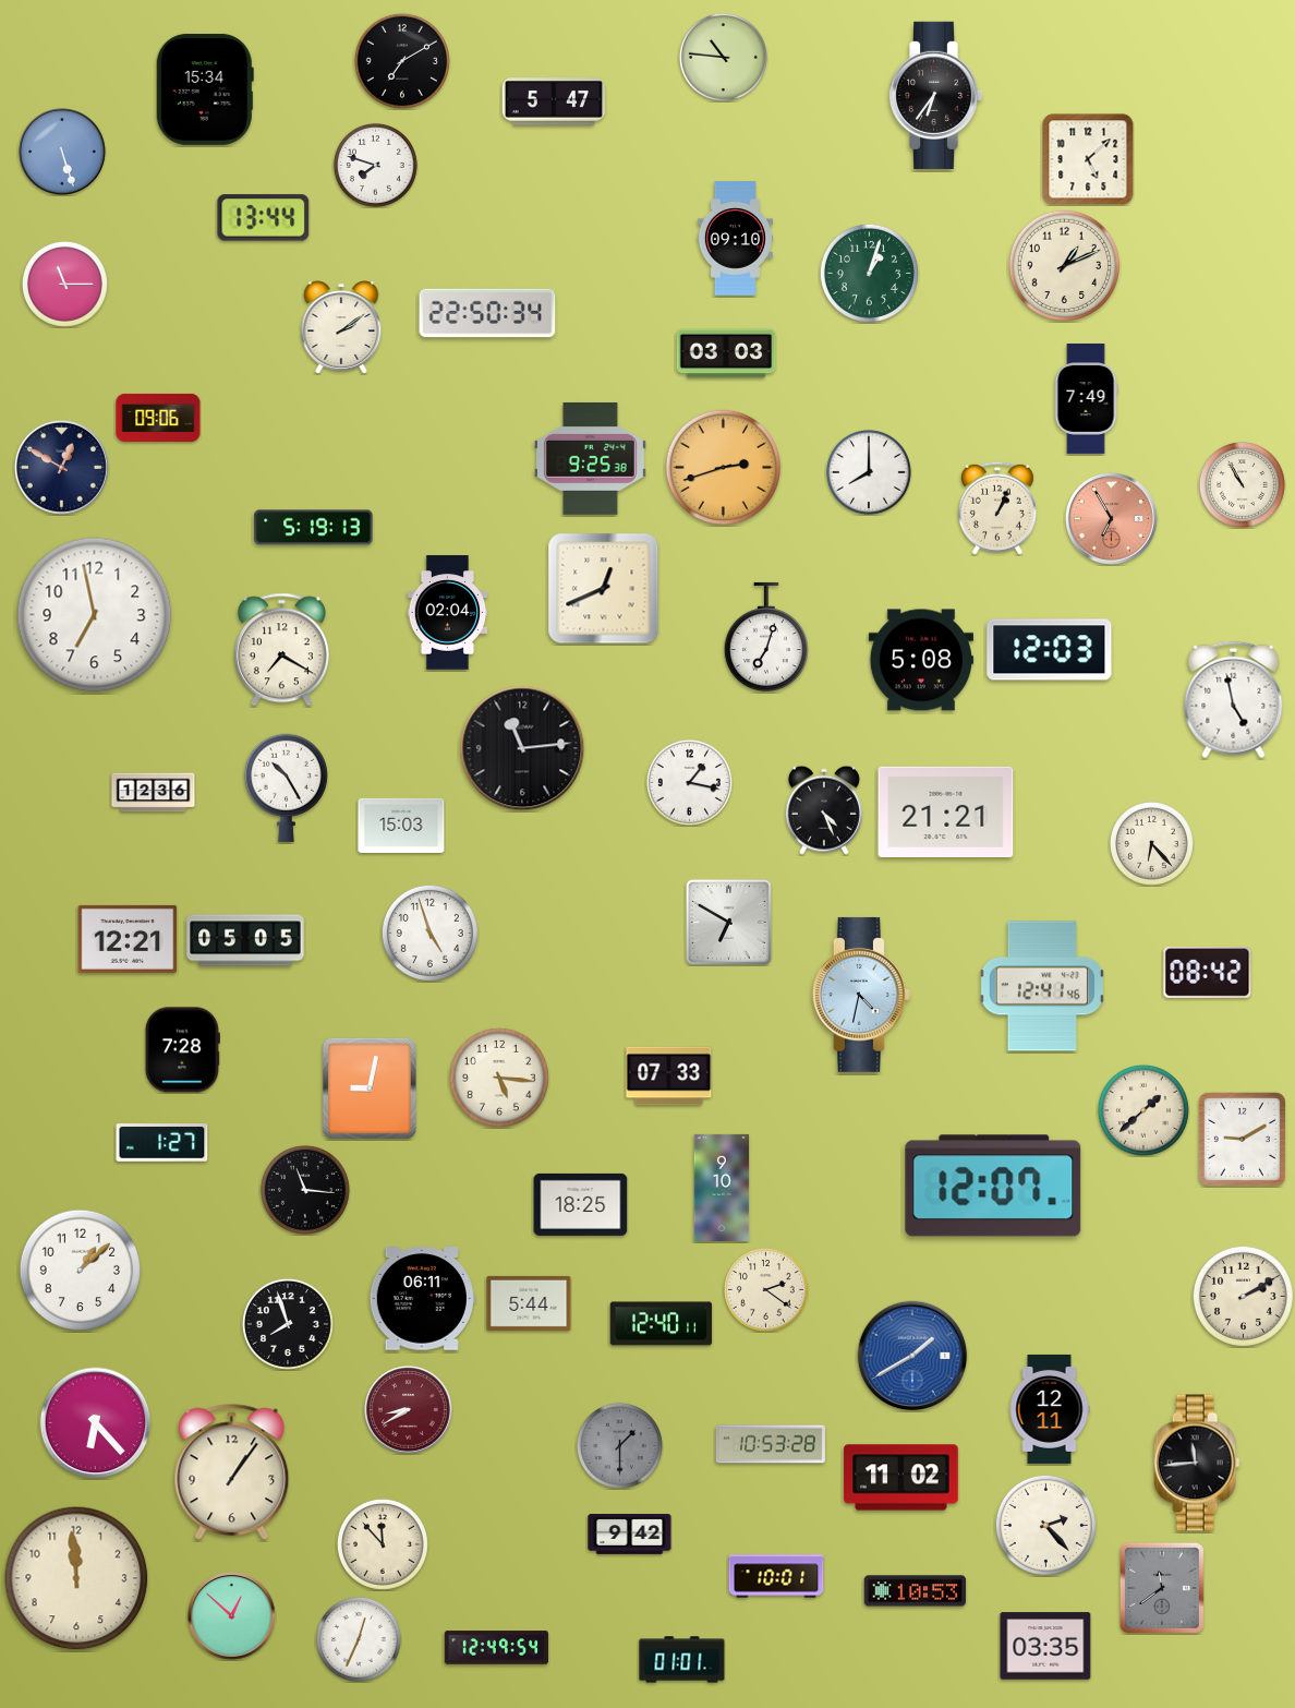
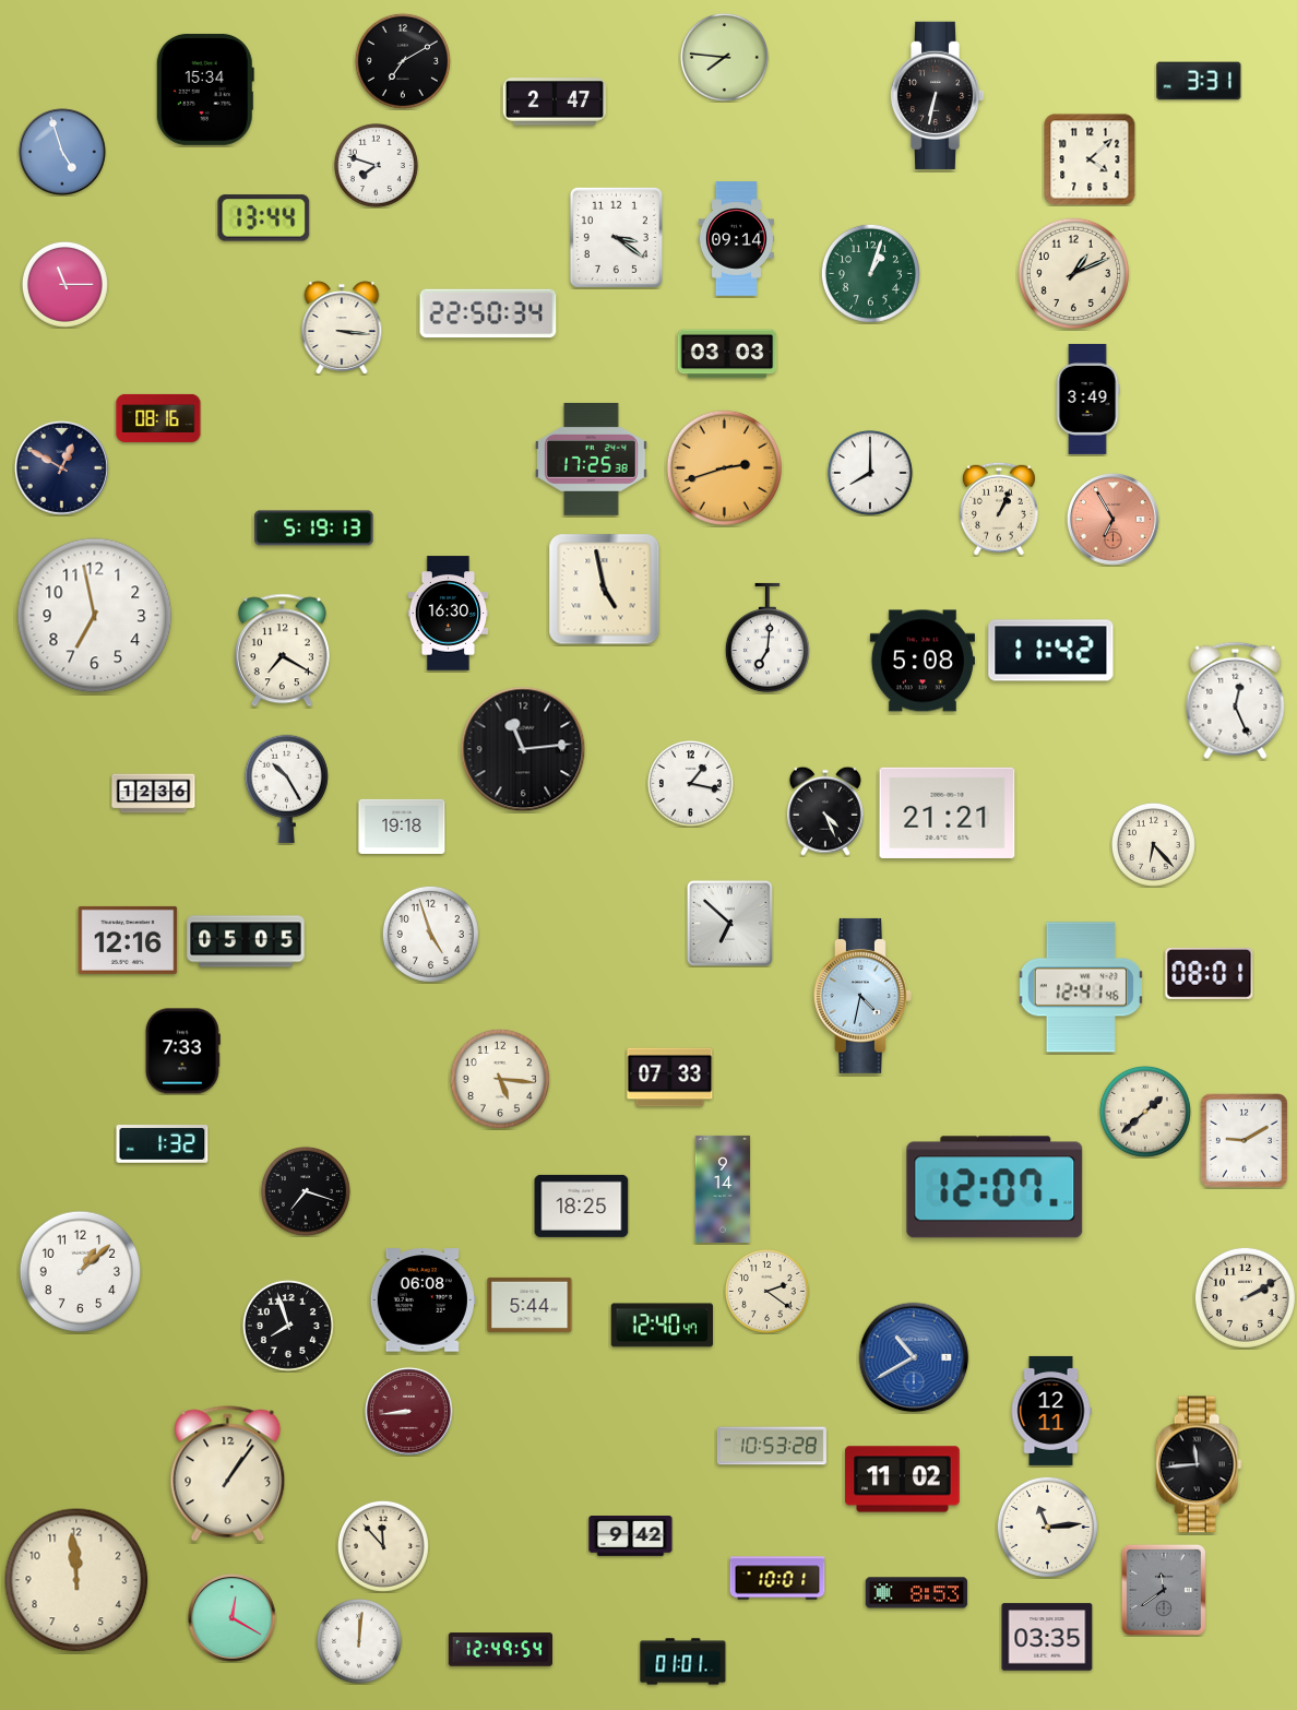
clock at (723, 57): 10:46 -> 7:46
clock at (1199, 81): none -> 3:31
clock at (935, 95): 6:36 -> 6:32
clock at (553, 101): 5:47 -> 2:47
clock at (62, 152): 5:27 -> 4:57
clock at (1088, 159): 5:08 -> 4:08
clock at (616, 237): none -> 3:21
clock at (735, 239): 09:10 -> 09:14
clock at (1064, 265) position: (1064, 265) -> (1073, 273)
clock at (341, 327): 2:09 -> 3:16
clock at (1086, 398): 7:49 -> 3:49
clock at (158, 418): 09:06 -> 08:16
clock at (590, 458): 9:25 -> 17:25
clock at (1242, 484): 10:55 -> none
clock at (604, 589): 12:41 -> 4:58
clock at (448, 613): 02:04 -> 16:30
clock at (766, 637): 7:03 -> 7:01
clock at (1050, 650): 12:03 -> 11:42
clock at (1234, 700): 4:58 -> 12:26
clock at (401, 826): 15:03 -> 19:18
clock at (728, 922): 6:50 -> 6:52
clock at (128, 939): 12:21 -> 12:16
clock at (1208, 972): 08:42 -> 08:01
clock at (1042, 986) position: (1042, 986) -> (1081, 987)
clock at (182, 1050): 7:28 -> 7:33
clock at (370, 1088): 9:02 -> none
clock at (162, 1143): 1:27 -> 1:32
clock at (722, 1188): 9:10 -> 9:14
clock at (305, 1190): 11:16 -> 7:18
clock at (422, 1299): 06:11 -> 06:08
clock at (662, 1324): 12:40:11 -> 12:40:47
clock at (912, 1356): 1:40 -> 10:40
clock at (409, 1410): 8:40 -> 8:44
clock at (96, 1423): 6:23 -> none
clock at (619, 1445): 1:30 -> none
clock at (232, 1472) position: (232, 1472) -> (228, 1474)
clock at (1045, 1525): 2:23 -> 11:14
clock at (916, 1591): 10:53 -> 8:53
clock at (232, 1616): 12:52 -> 12:20
clock at (359, 1639): 12:34 -> 12:01
clock at (1045, 1646) position: (1045, 1646) -> (1047, 1637)
clock at (496, 1648) position: (496, 1648) -> (500, 1650)
